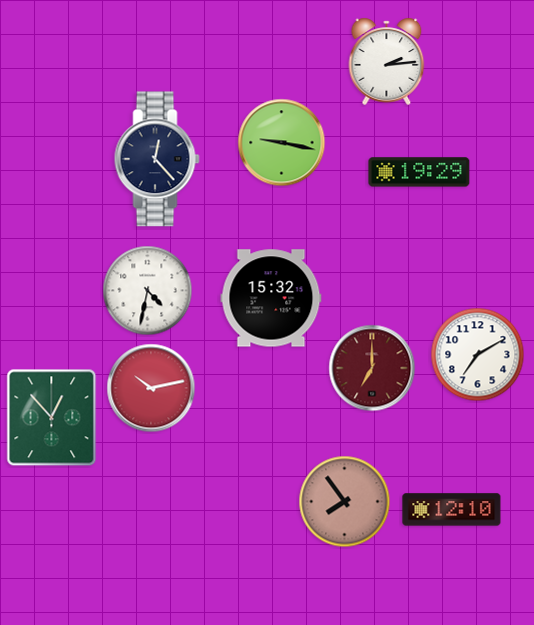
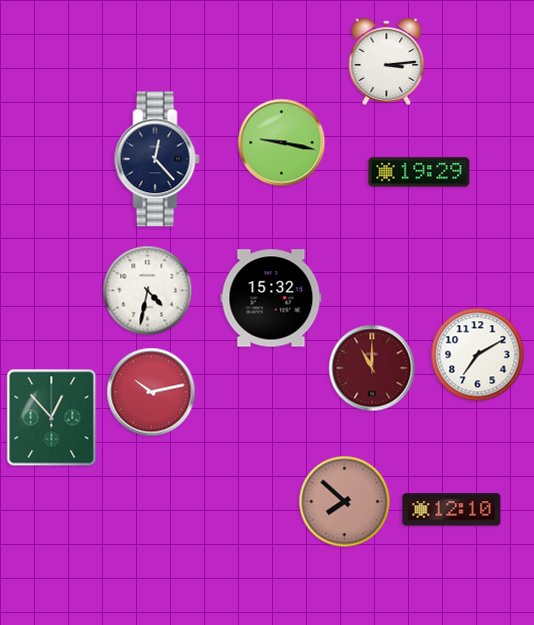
clock at (387, 61): 2:14 -> 3:14
clock at (372, 368): 7:00 -> 11:00
clock at (151, 388) position: (151, 388) -> (151, 392)
clock at (345, 502): 7:54 -> 7:52
